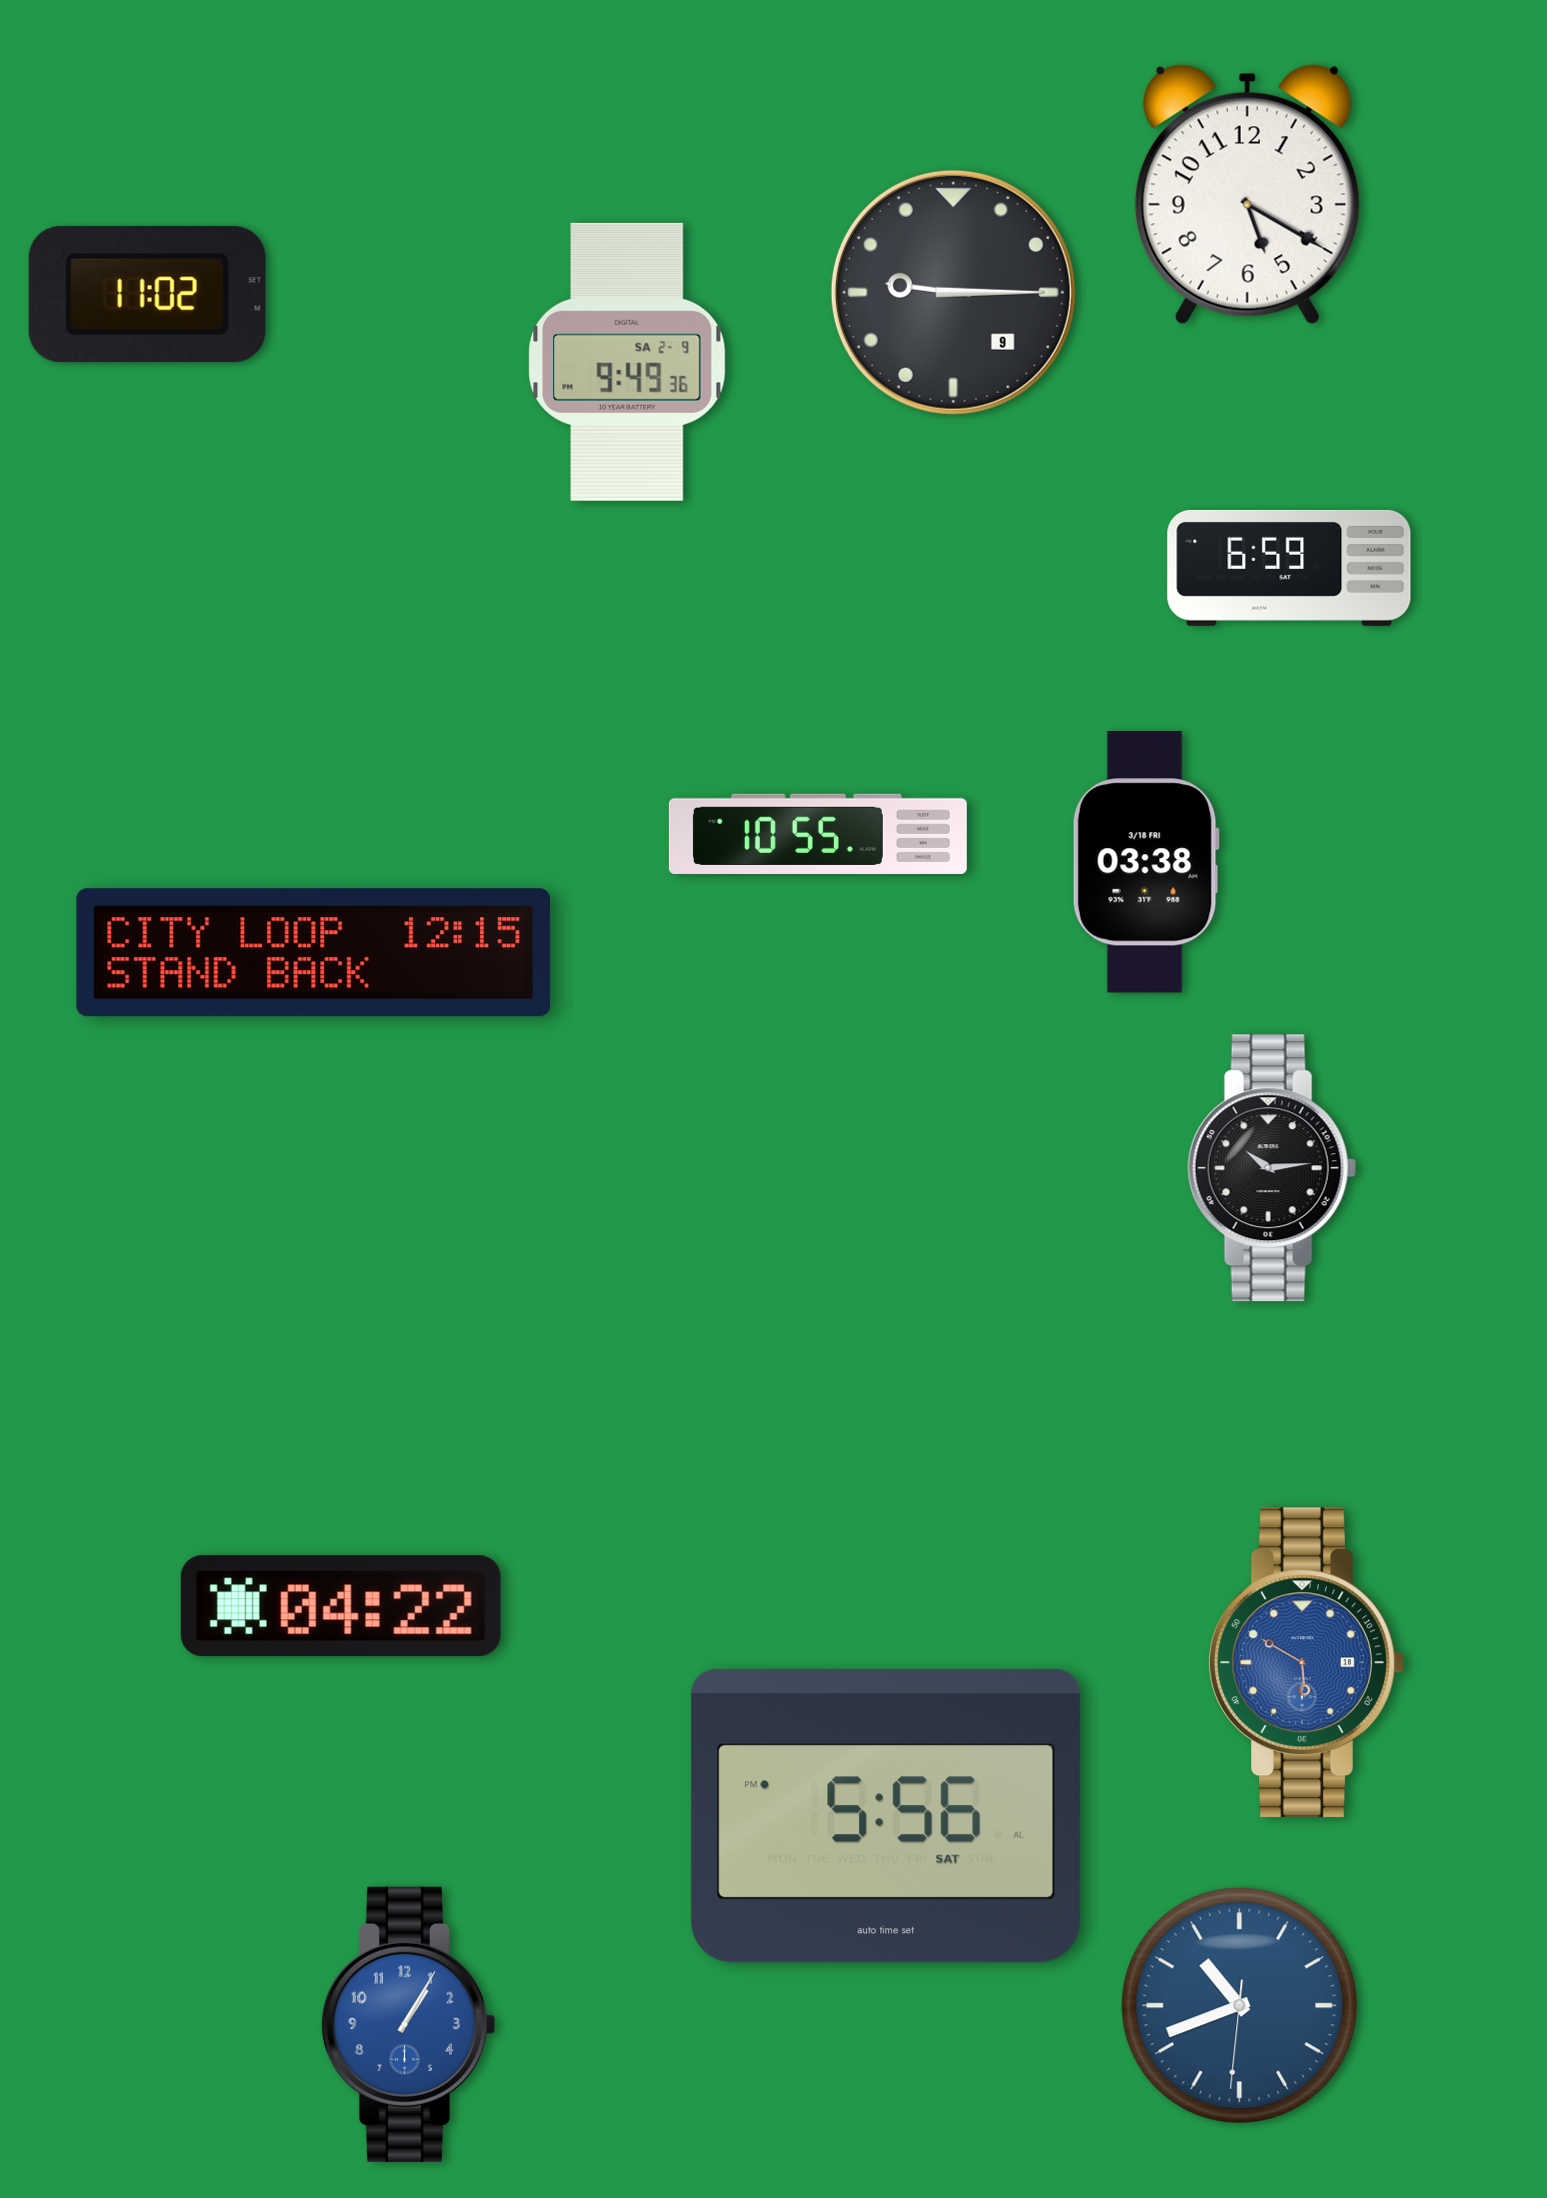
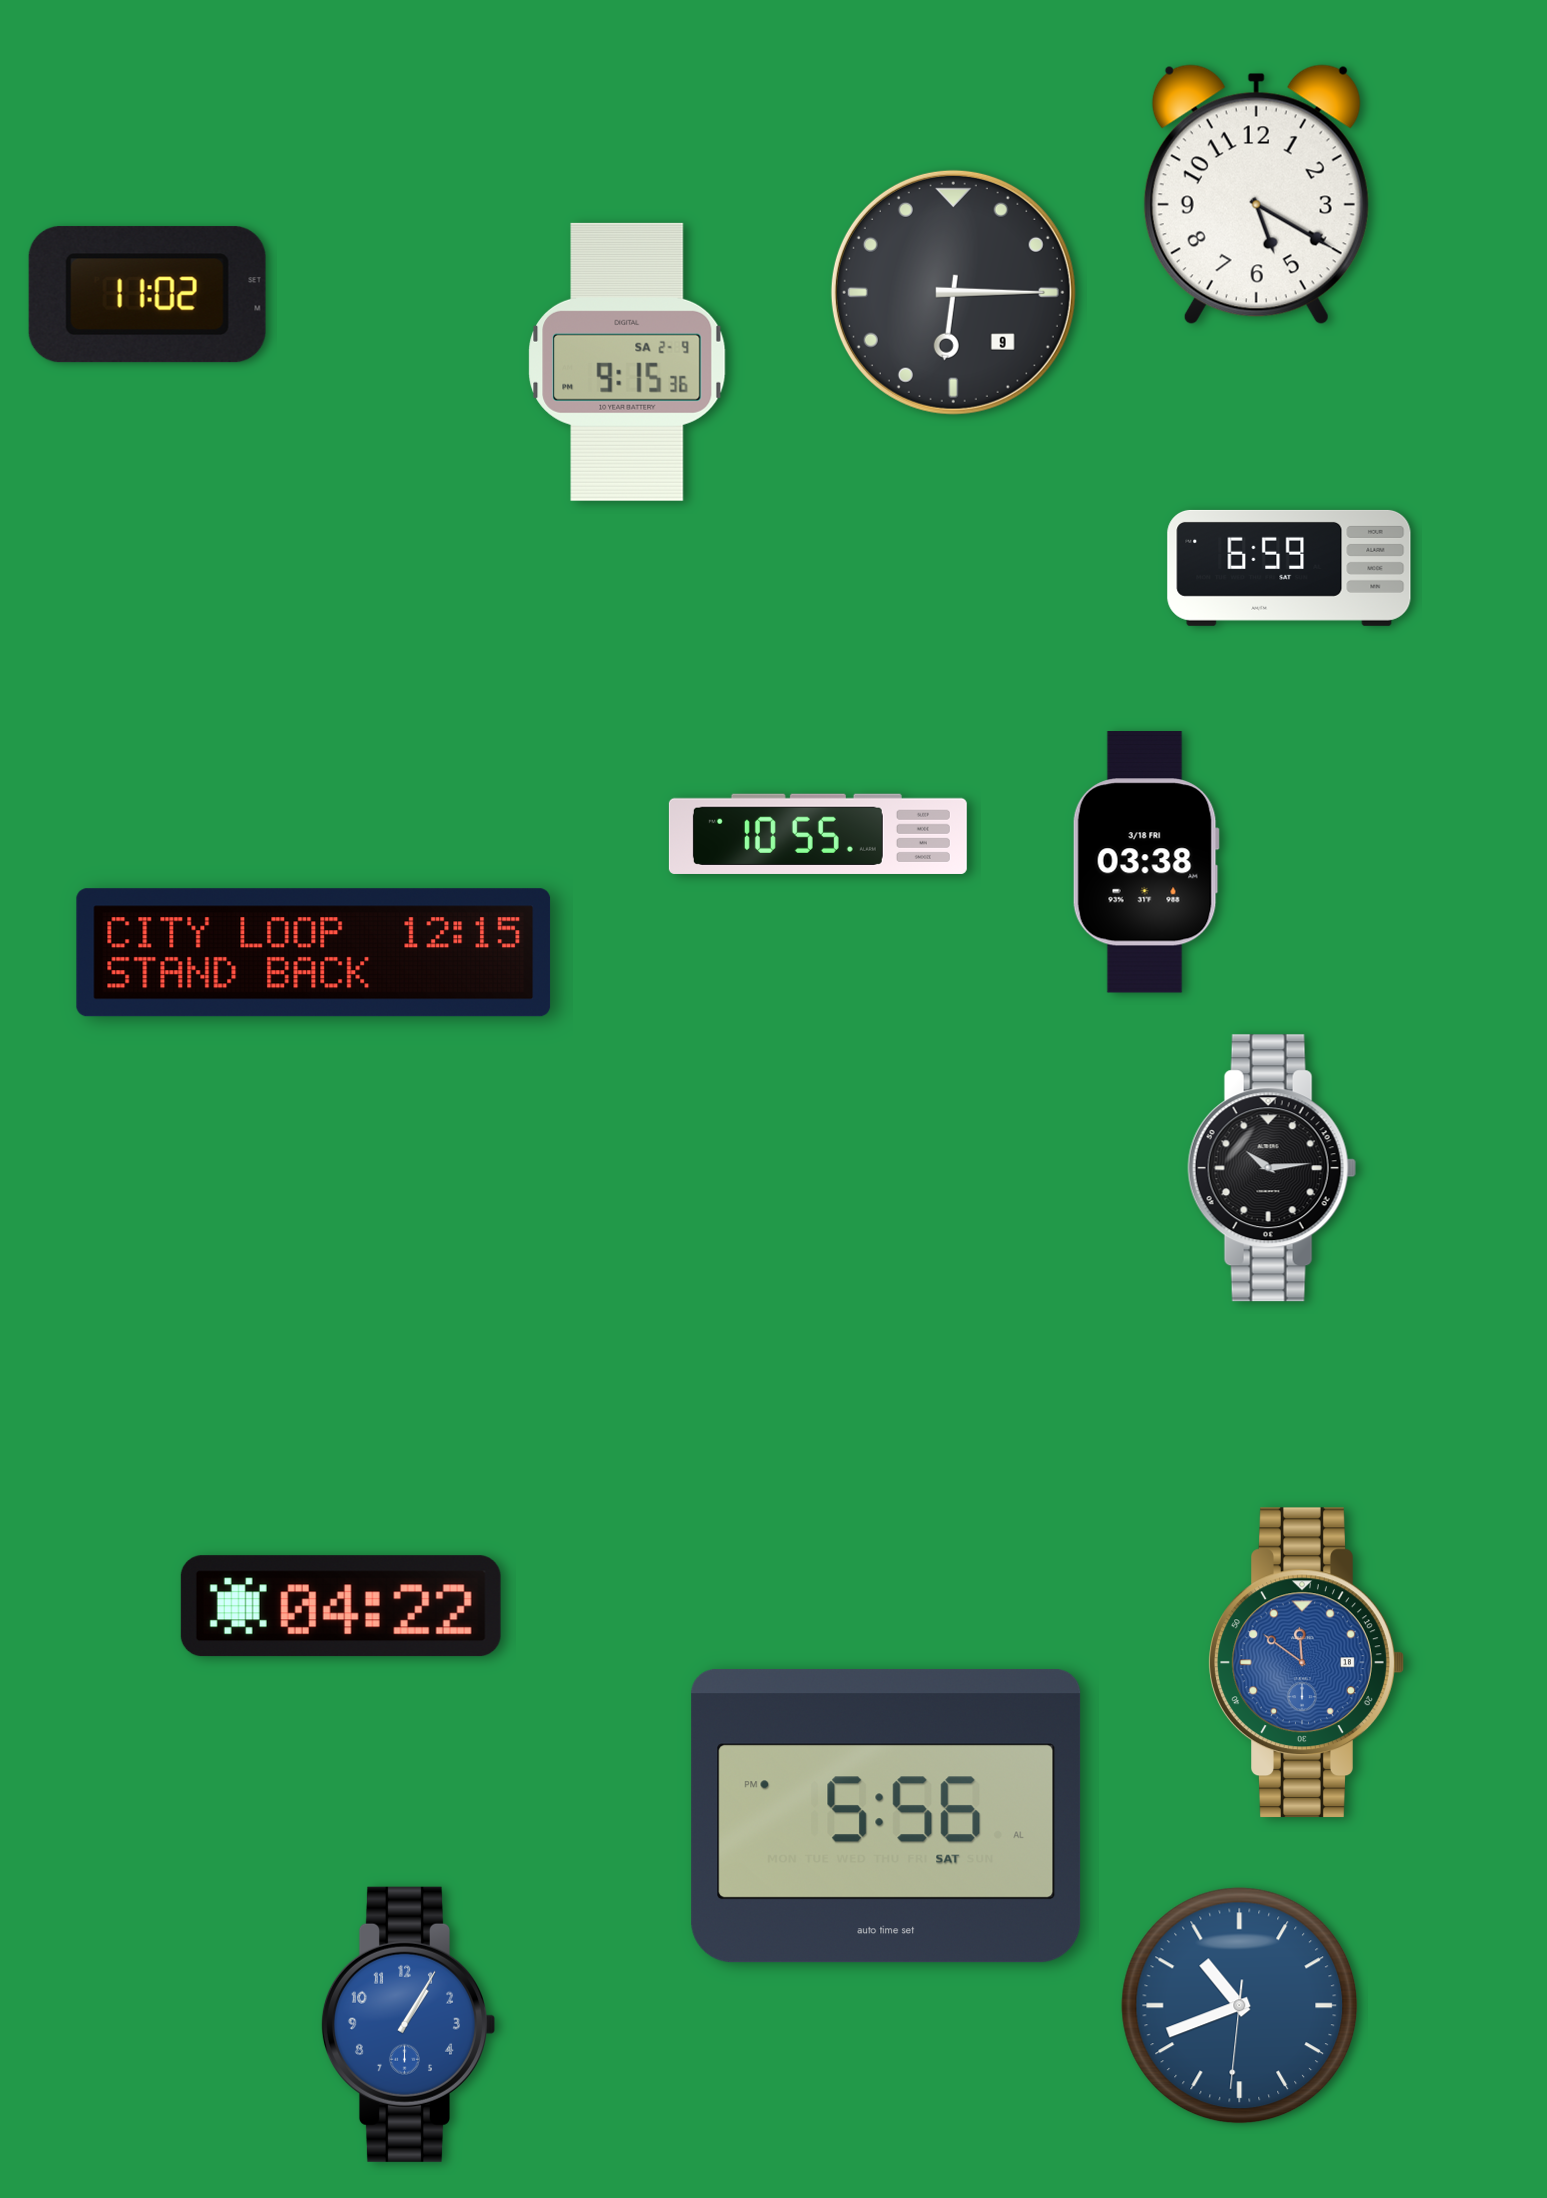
clock at (1247, 195) position: (1247, 195) -> (1256, 195)
clock at (953, 292): 9:15 -> 6:15
clock at (627, 362): 9:49 -> 9:15
clock at (1306, 1663): 5:50 -> 11:51
